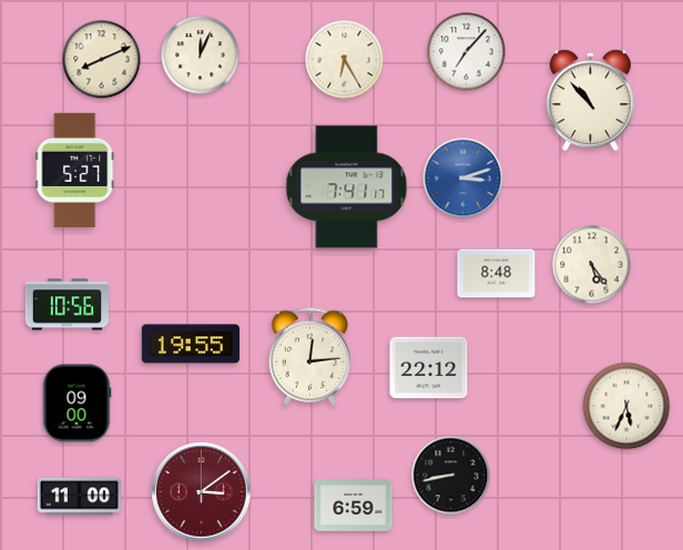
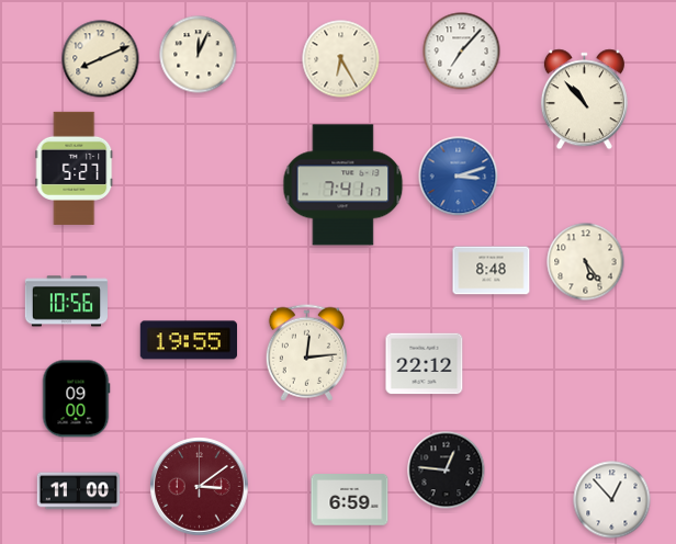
clock at (626, 406): 5:34 -> none
clock at (451, 476): 8:43 -> 12:46
clock at (612, 500): none -> 12:53
